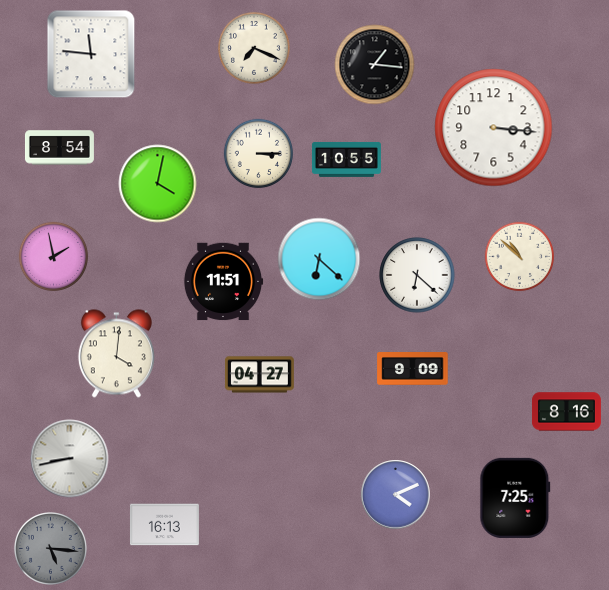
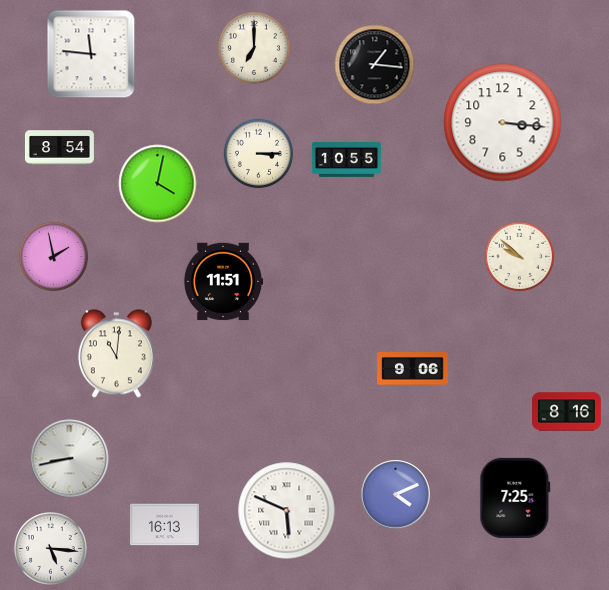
clock at (254, 48): 7:19 -> 7:00
clock at (494, 128) position: (494, 128) -> (503, 123)
clock at (520, 257): 10:52 -> 9:52
clock at (319, 259): 6:22 -> none
clock at (417, 275): 6:22 -> none
clock at (116, 354): 4:01 -> 11:01
clock at (413, 369): 9:09 -> 9:06
clock at (259, 375): 04:27 -> none
clock at (287, 511): none -> 5:49
clock at (51, 549) dial: grey -> white
